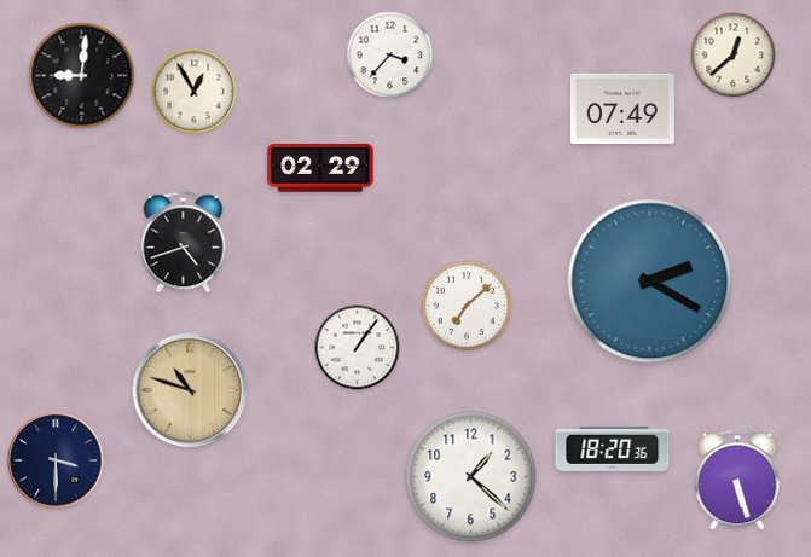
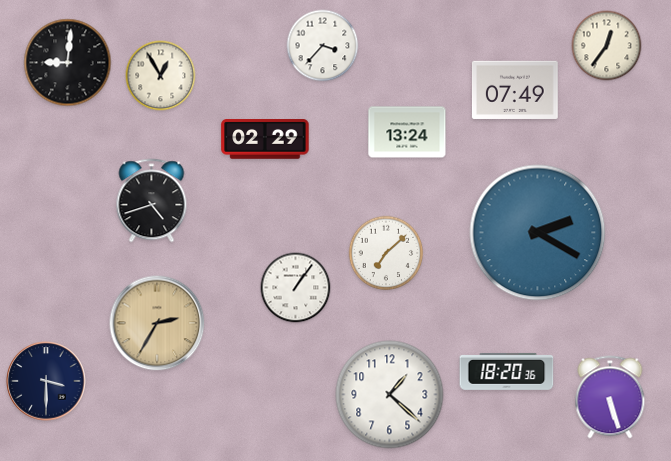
clock at (734, 56): 12:38 -> 12:36
clock at (407, 132): none -> 13:24
clock at (190, 390): 10:48 -> 2:35
